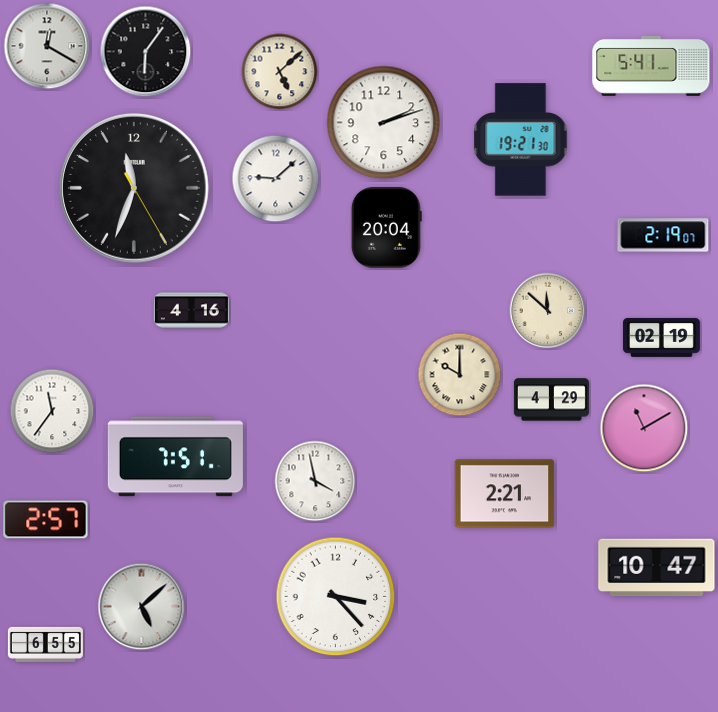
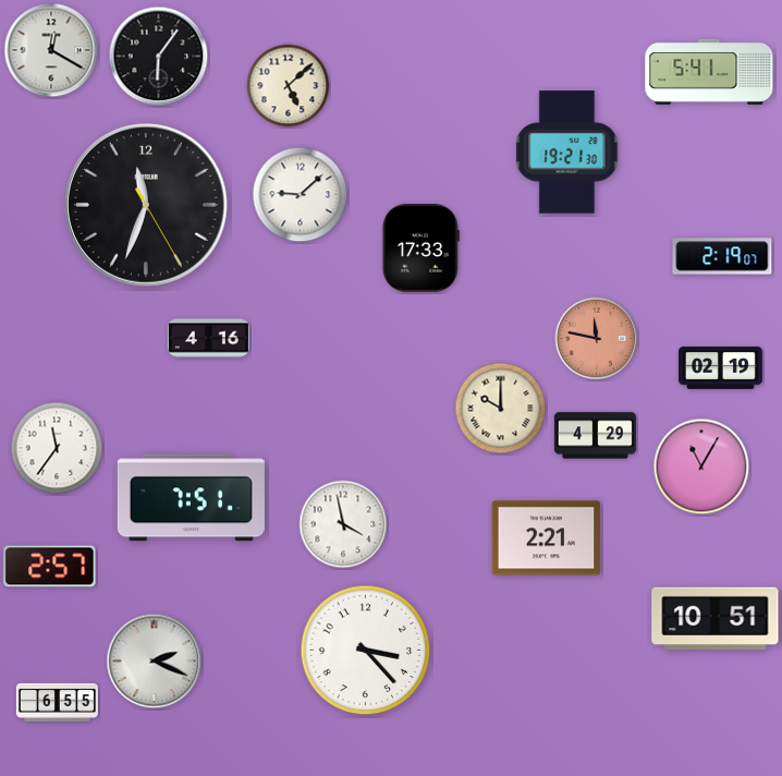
clock at (280, 72) position: (280, 72) -> (289, 86)
clock at (384, 123): 2:12 -> none
clock at (386, 228): 20:04 -> 17:33
clock at (548, 311): 11:52 -> 11:47
clock at (548, 311) dial: cream -> salmon
clock at (551, 400) position: (551, 400) -> (595, 436)
clock at (644, 428): 11:10 -> 11:05
clock at (505, 494) position: (505, 494) -> (547, 538)
clock at (657, 568): 10:47 -> 10:51
clock at (142, 607): 5:08 -> 2:19
clock at (45, 644) position: (45, 644) -> (57, 702)
